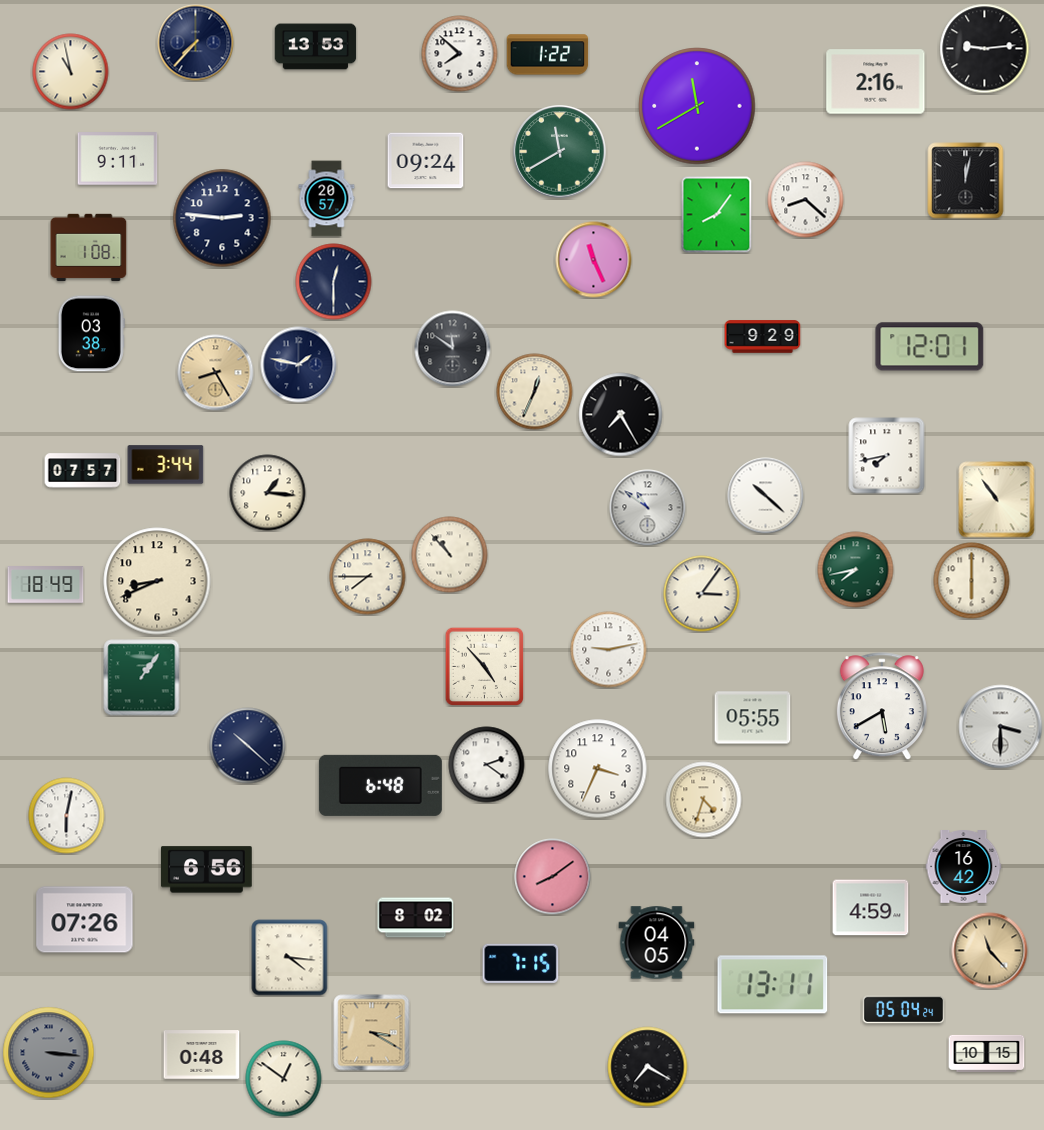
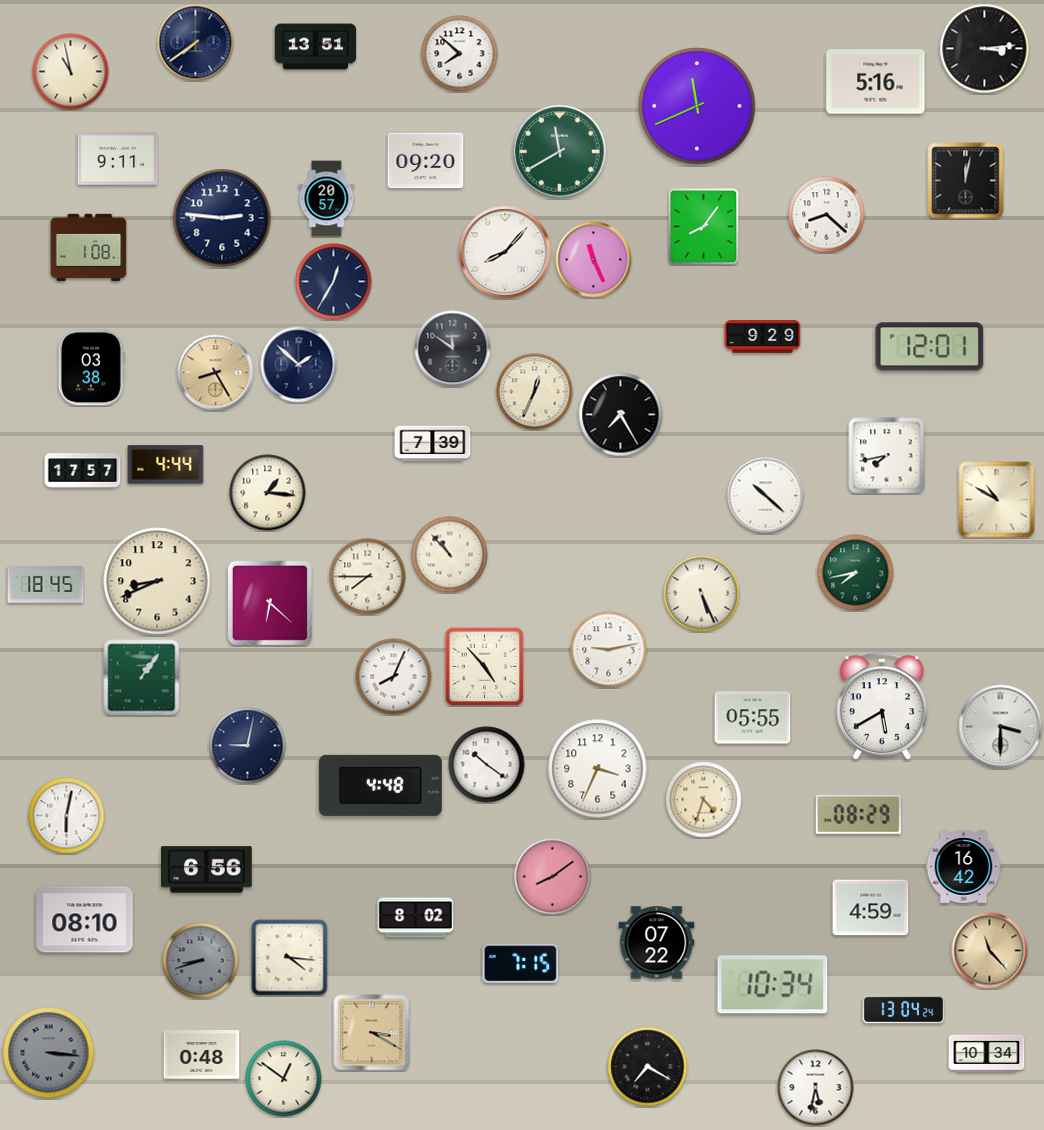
clock at (196, 43): 7:37 -> 7:39
clock at (316, 47): 13:53 -> 13:51
clock at (985, 49): 9:14 -> 3:14
clock at (548, 55): 1:22 -> none
clock at (876, 82): 2:16 -> 5:16
clock at (697, 106): 11:40 -> 11:41
clock at (426, 161): 09:24 -> 09:20
clock at (806, 200) position: (806, 200) -> (827, 215)
clock at (717, 215) position: (717, 215) -> (704, 227)
clock at (505, 252): none -> 8:07
clock at (334, 282): 12:30 -> 12:35
clock at (91, 334) position: (91, 334) -> (91, 368)
clock at (299, 365): 1:47 -> 1:52
clock at (433, 444): none -> 7:39
clock at (166, 465): 3:44 -> 4:44
clock at (83, 471): 07:57 -> 17:57
clock at (997, 500): 10:54 -> 10:50
clock at (648, 508): 10:51 -> none
clock at (856, 570) position: (856, 570) -> (856, 573)
clock at (972, 581): 6:00 -> none
clock at (46, 585): 18:49 -> 18:45
clock at (702, 594): 3:06 -> 5:26
clock at (270, 603): none -> 6:22
clock at (394, 677): none -> 8:04
clock at (248, 746): 10:22 -> 9:02
clock at (487, 765): 2:21 -> 10:21
clock at (380, 785): 6:48 -> 4:48
clock at (858, 814): none -> 08:29
clock at (85, 920): 07:26 -> 08:10
clock at (657, 943): 04:05 -> 07:22
clock at (201, 961): none -> 8:42
clock at (773, 985): 13:11 -> 10:34
clock at (904, 1010): 05:04 -> 13:04
clock at (987, 1053): 10:15 -> 10:34
clock at (816, 1088): none -> 5:32
